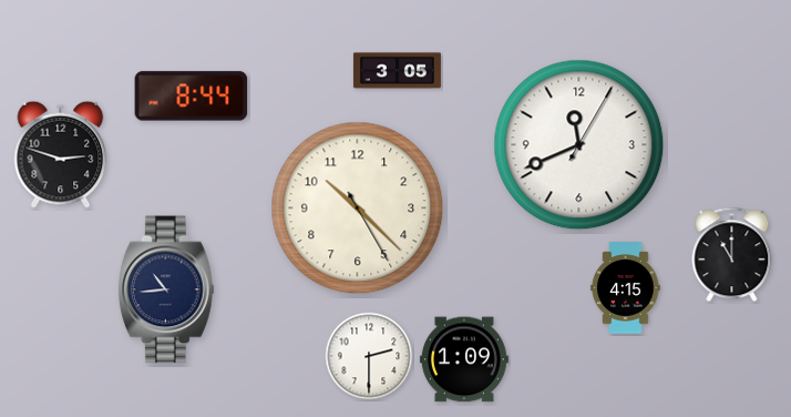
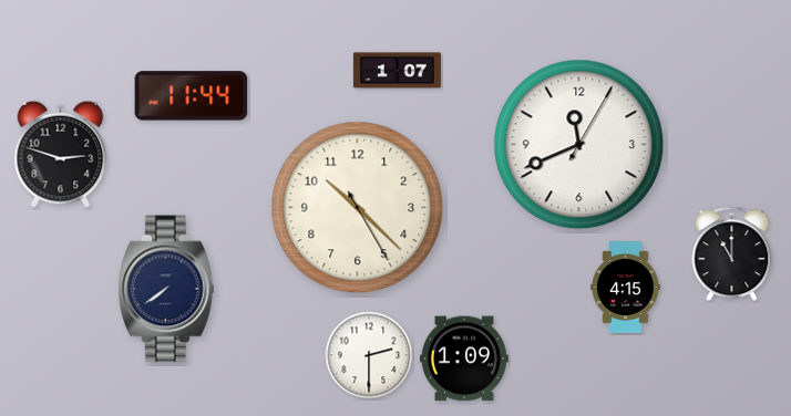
clock at (397, 71): 3:05 -> 1:07
clock at (192, 96): 8:44 -> 11:44
clock at (167, 289): 10:44 -> 7:39
